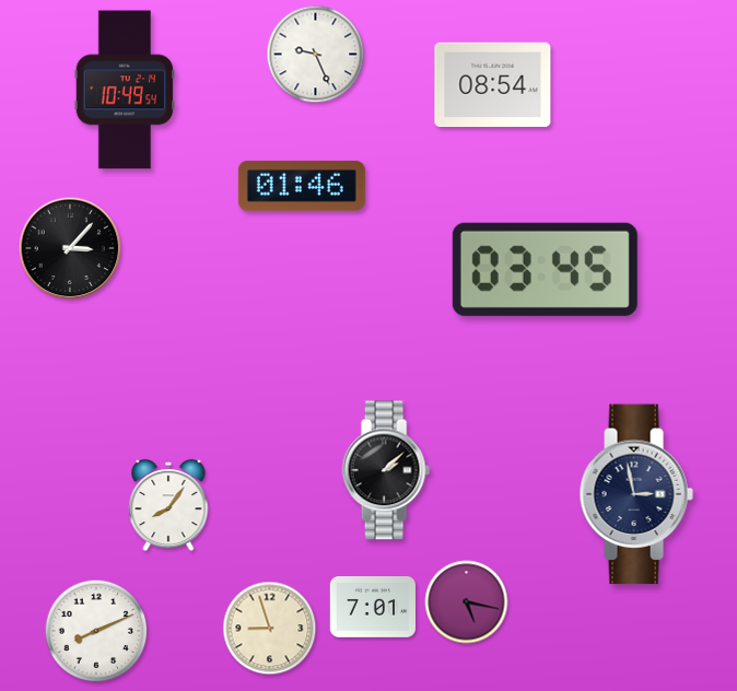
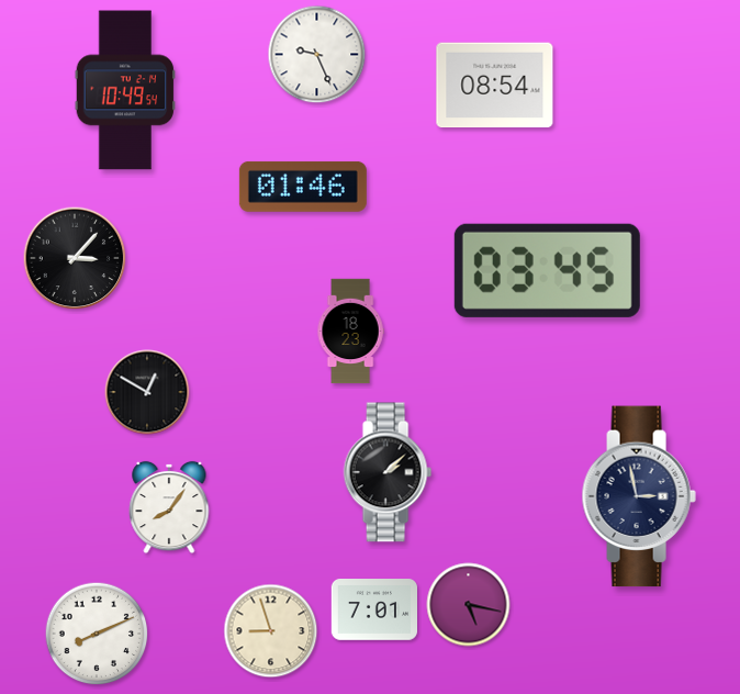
clock at (70, 248) position: (70, 248) -> (75, 258)
clock at (350, 332): none -> 18:23
clock at (147, 392): none -> 12:50
